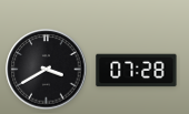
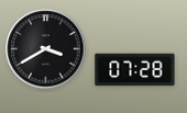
clock at (47, 70) position: (47, 70) -> (46, 49)
